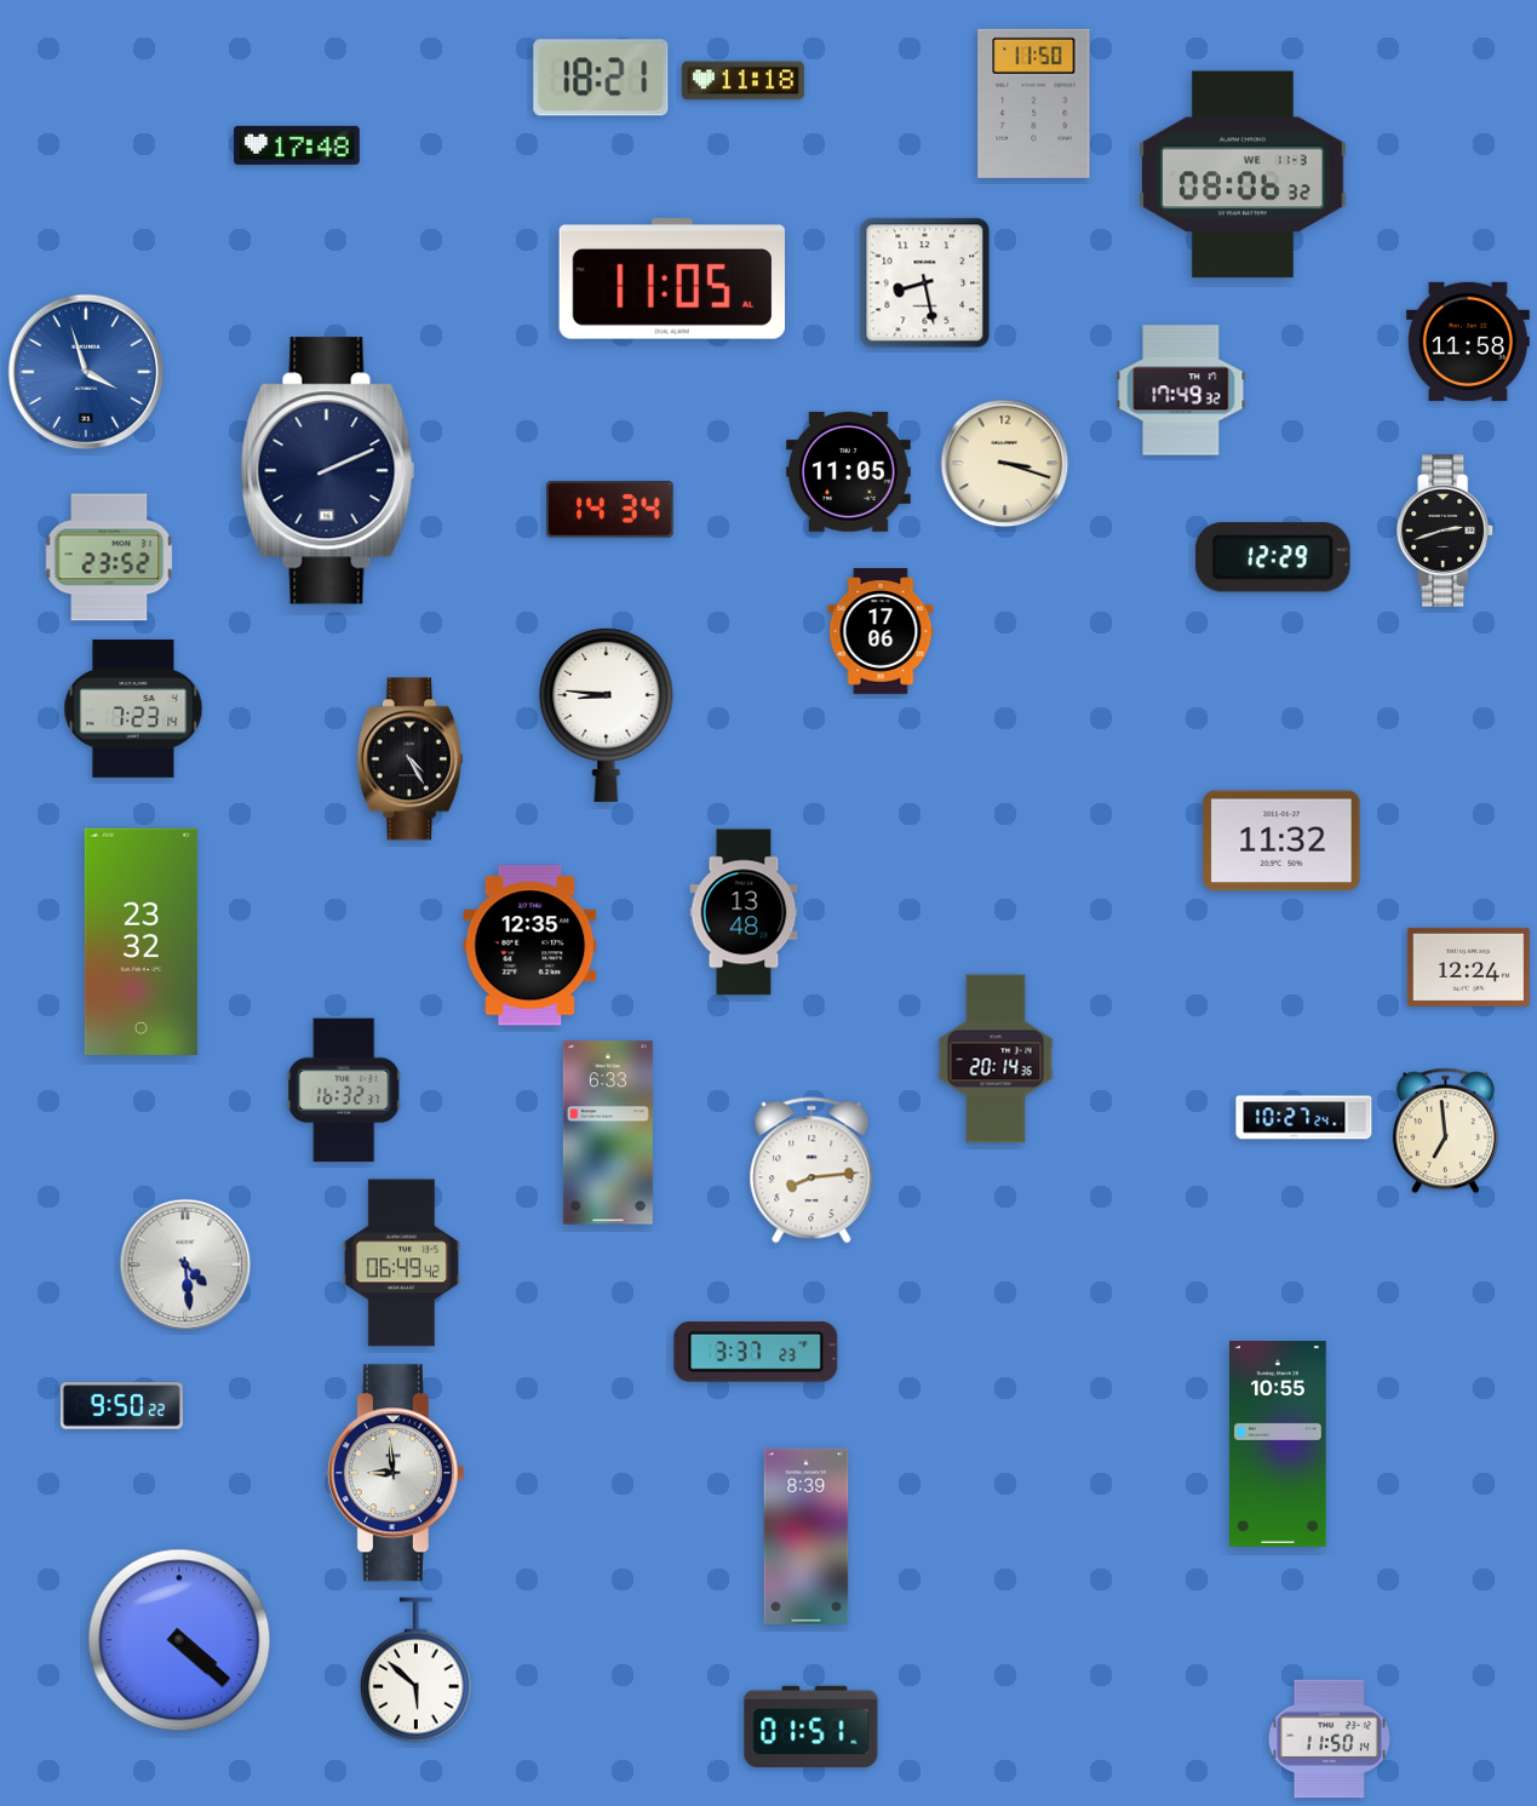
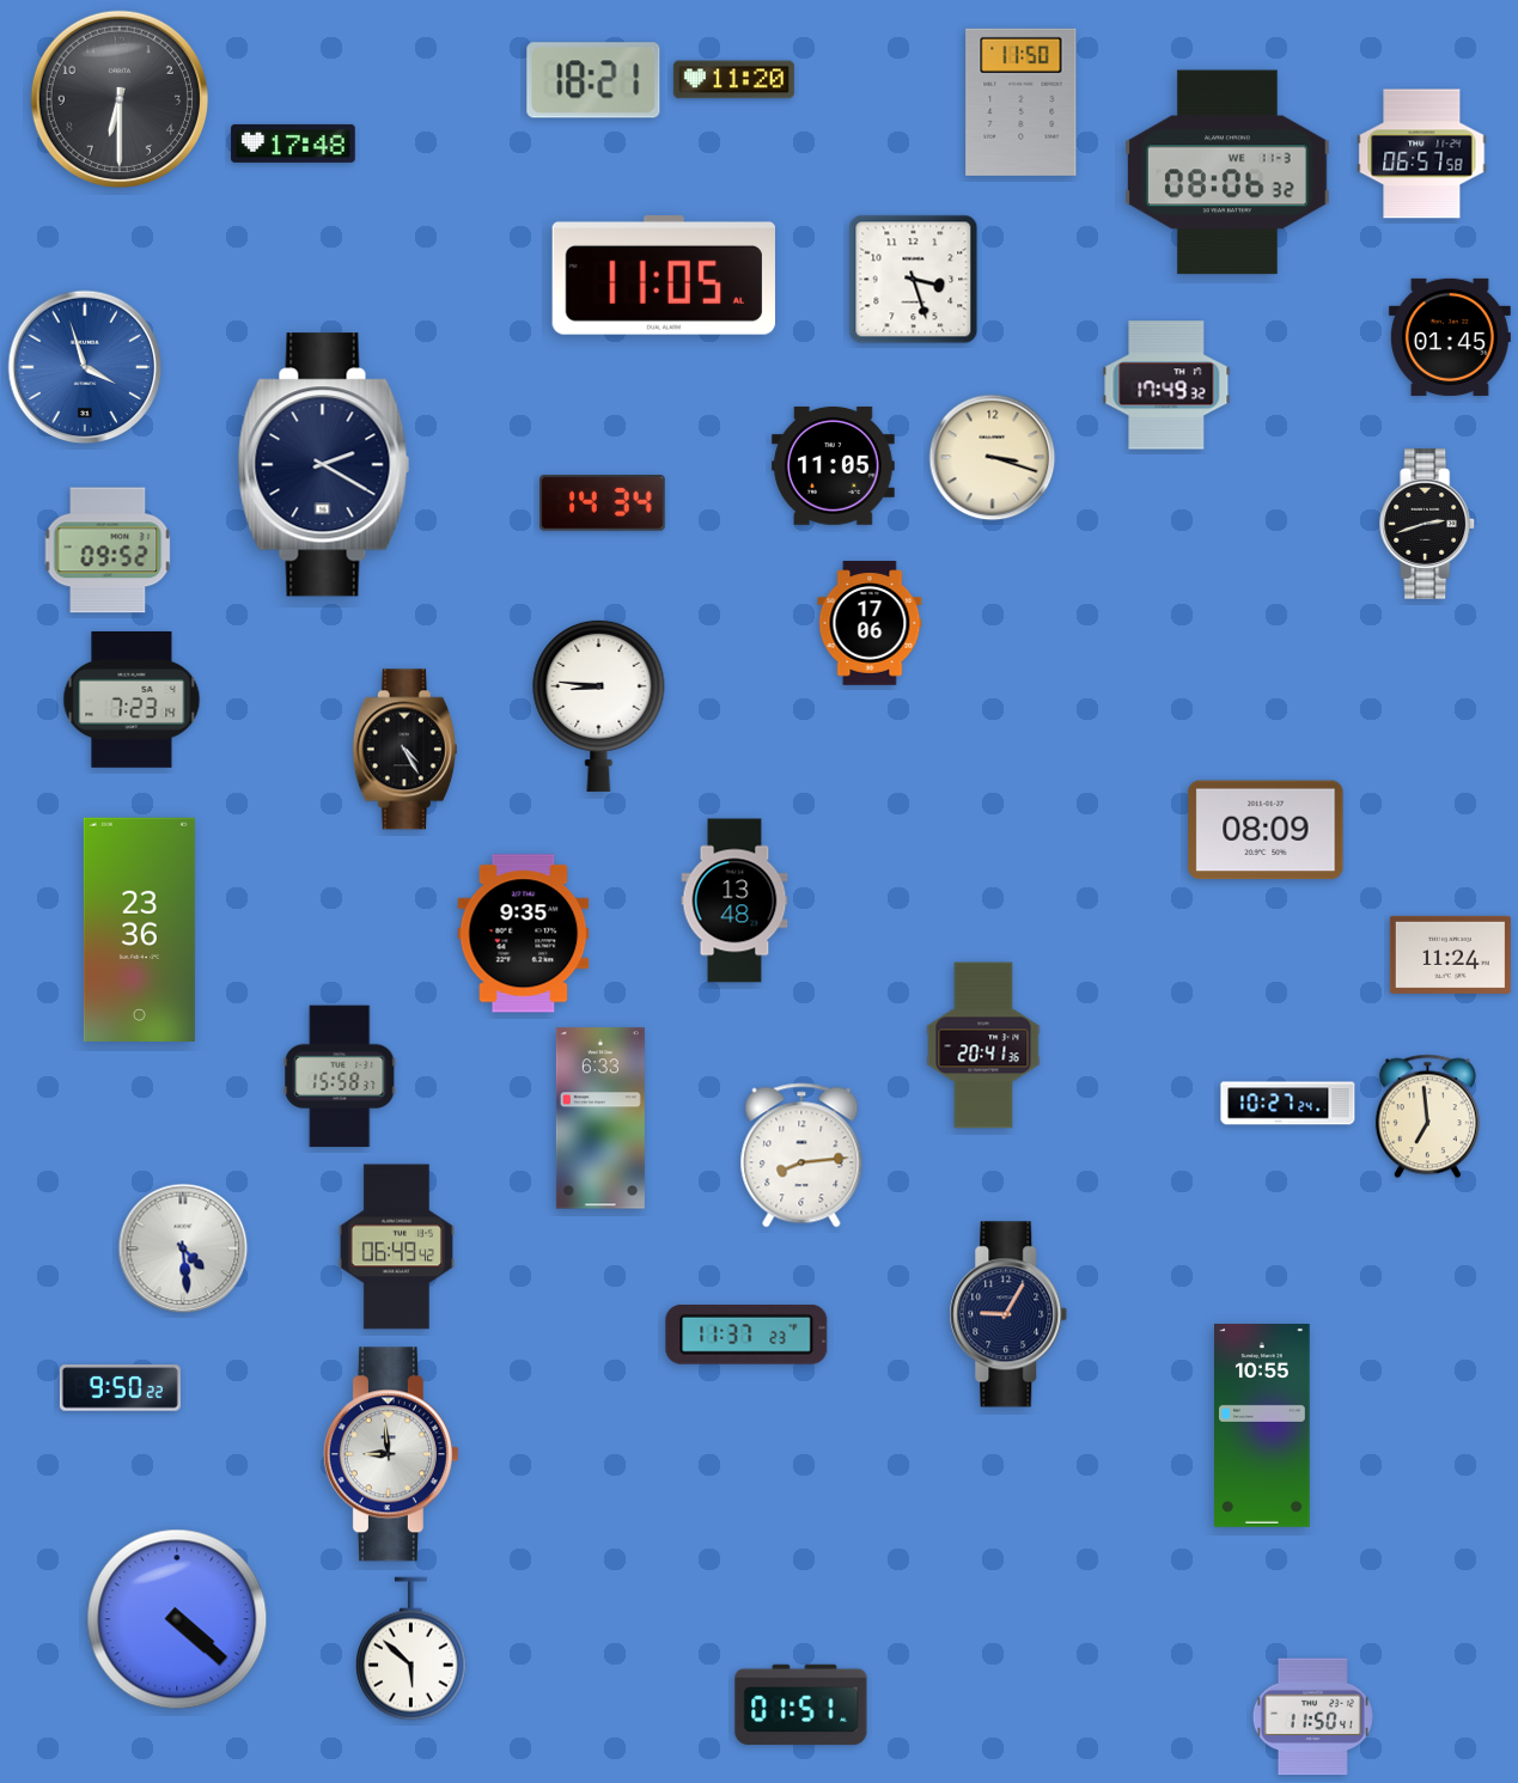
clock at (601, 78) position: (601, 78) -> (593, 80)
clock at (742, 81): 11:18 -> 11:20
clock at (118, 98): none -> 6:30
clock at (1422, 154): none -> 06:57
clock at (925, 283): 8:28 -> 3:27
clock at (1468, 342): 11:58 -> 01:45
clock at (328, 471): 2:11 -> 2:20
clock at (848, 471) position: (848, 471) -> (833, 465)
clock at (109, 557): 23:52 -> 09:52
clock at (1273, 557): 12:29 -> none
clock at (1281, 841): 11:32 -> 08:09
clock at (140, 941): 23:32 -> 23:36
clock at (531, 946): 12:35 -> 9:35
clock at (1468, 967): 12:24 -> 11:24
clock at (996, 1059): 20:14 -> 20:41
clock at (344, 1090): 16:32 -> 15:58
clock at (1008, 1314): none -> 9:05
clock at (756, 1352): 3:37 -> 11:37
clock at (807, 1536): 8:39 -> none
clock at (1329, 1739): 11:50:14 -> 11:50:41
